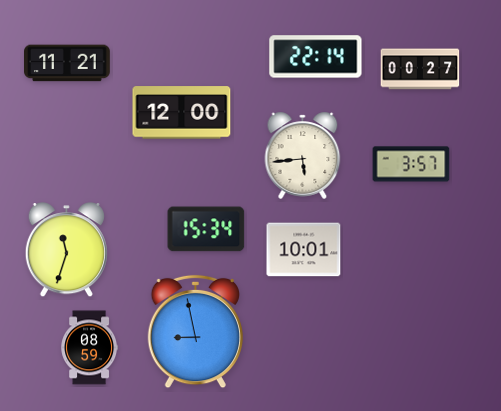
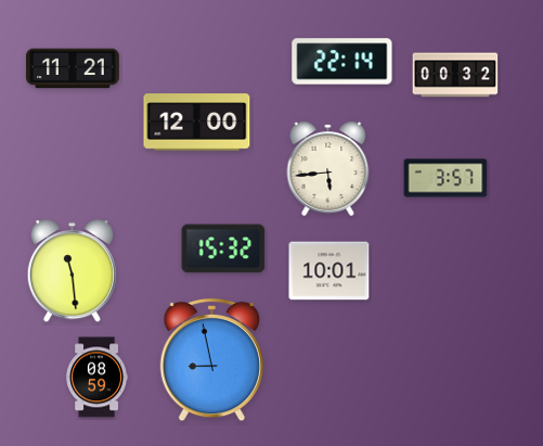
clock at (420, 69): 00:27 -> 00:32
clock at (206, 229): 15:34 -> 15:32
clock at (66, 250): 11:33 -> 11:29
